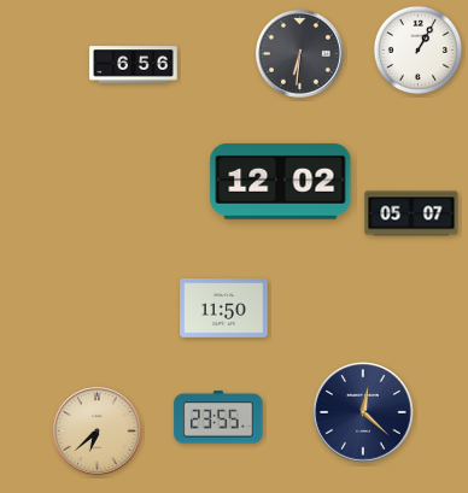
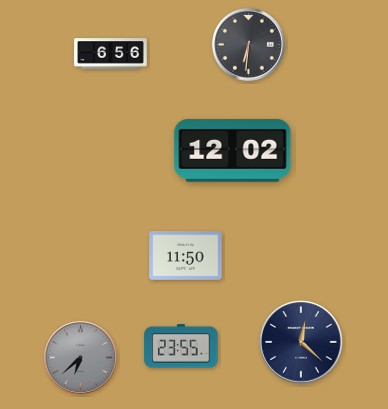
clock at (419, 51): 1:05 -> none
clock at (411, 213): 05:07 -> none
clock at (98, 432) dial: champagne -> grey
